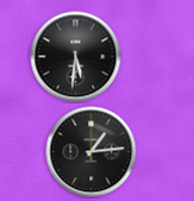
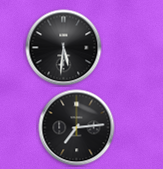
clock at (92, 152): 1:14 -> 7:14
